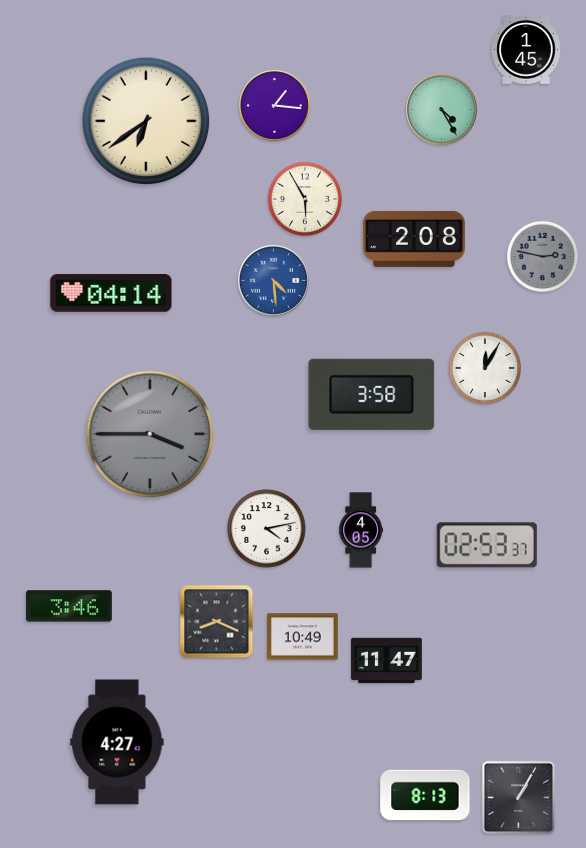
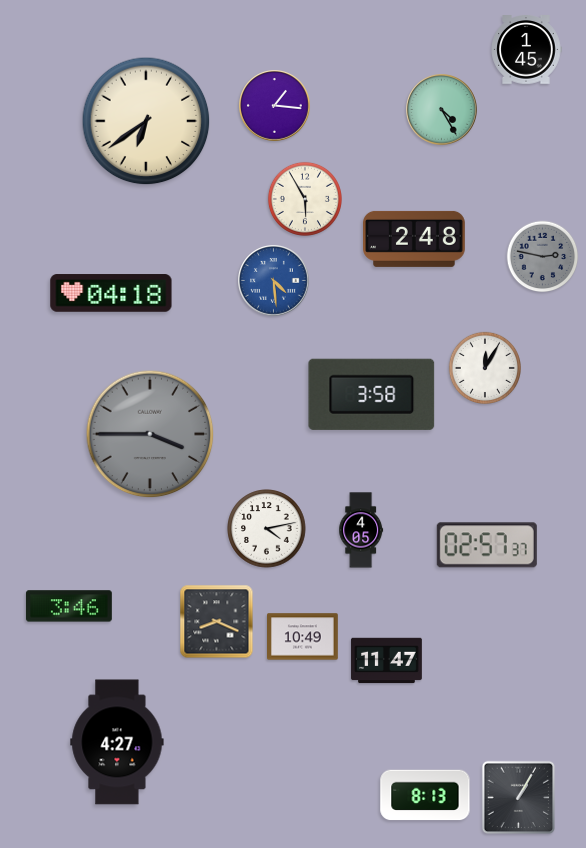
clock at (415, 239): 2:08 -> 2:48
clock at (111, 293): 04:14 -> 04:18
clock at (487, 545): 02:53 -> 02:57
